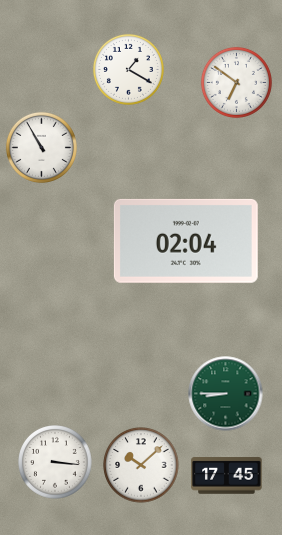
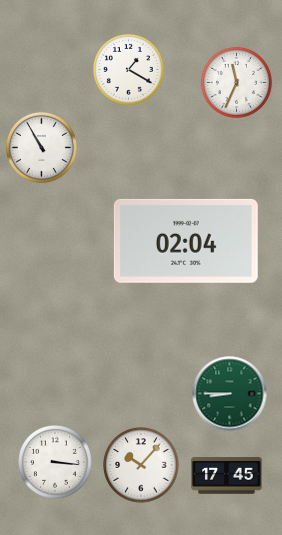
clock at (236, 82): 6:51 -> 11:34
clock at (226, 394) position: (226, 394) -> (230, 394)
clock at (141, 465): 10:08 -> 10:07
